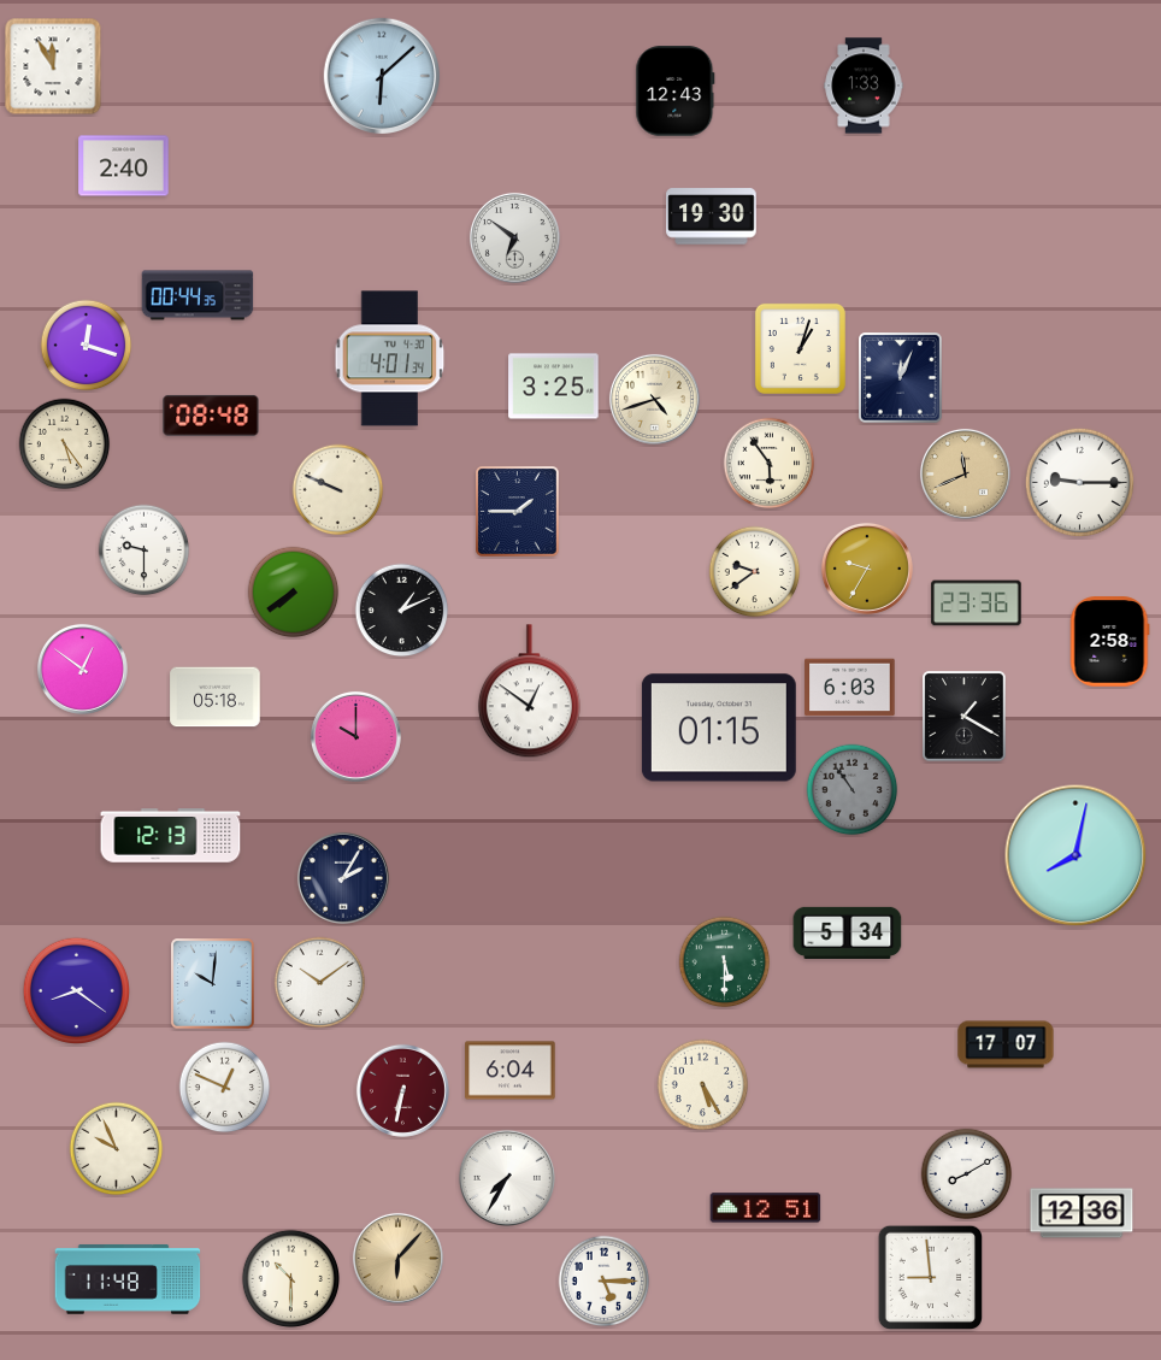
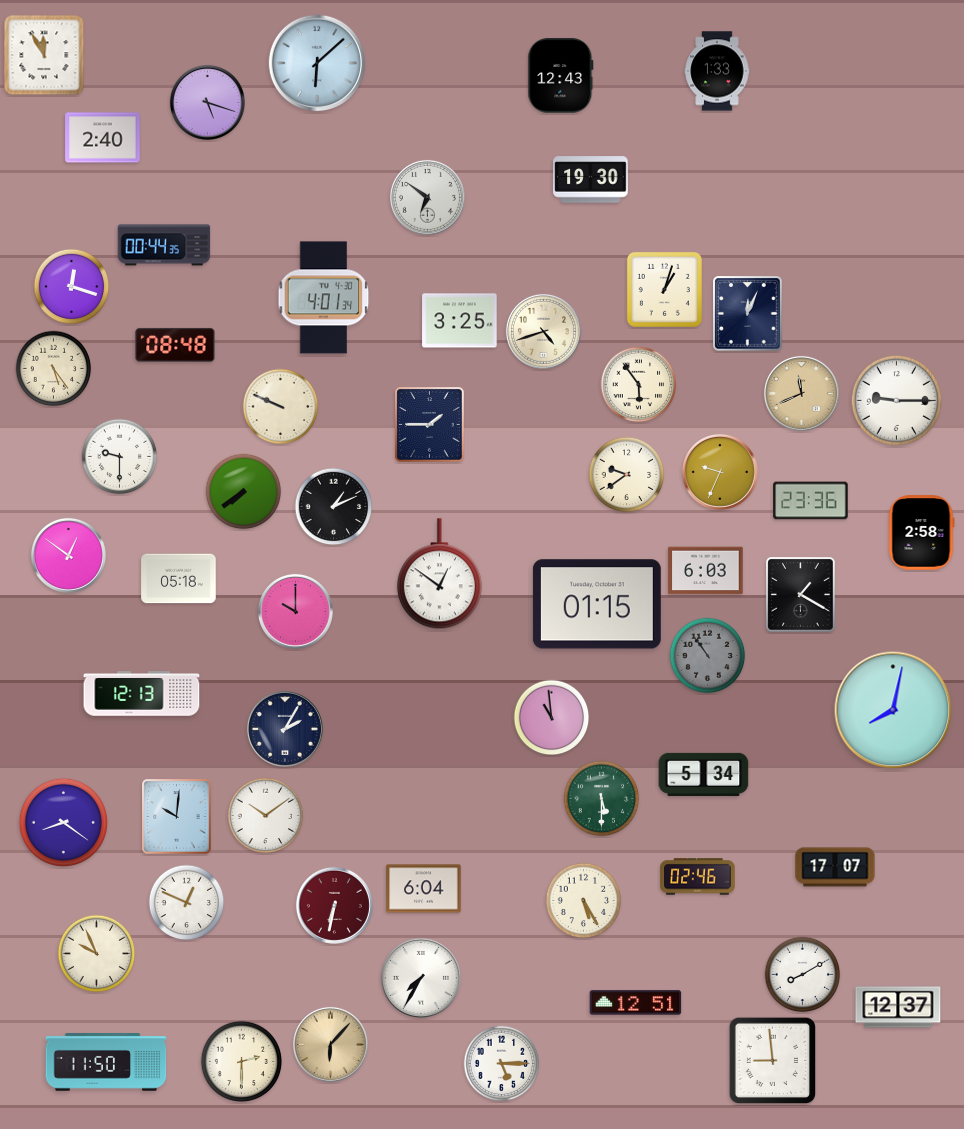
clock at (207, 102): none -> 5:18
clock at (867, 569): 9:35 -> 9:34
clock at (552, 718): none -> 10:59
clock at (698, 877): none -> 02:46
clock at (1082, 1213): 12:36 -> 12:37
clock at (291, 1279): 10:30 -> 2:30
clock at (128, 1280): 11:48 -> 11:50
